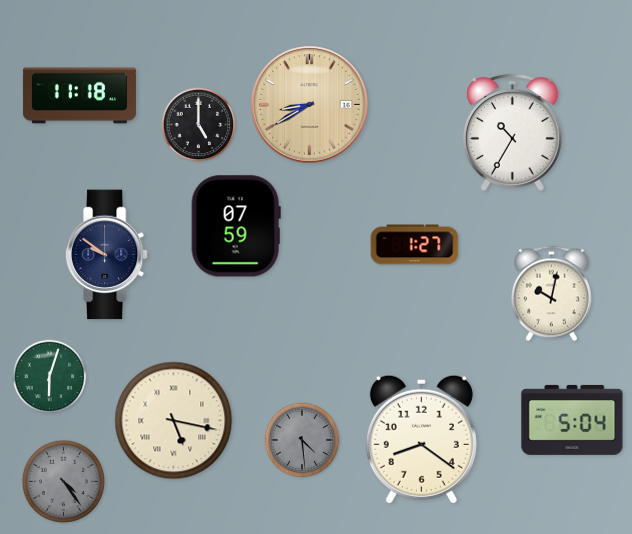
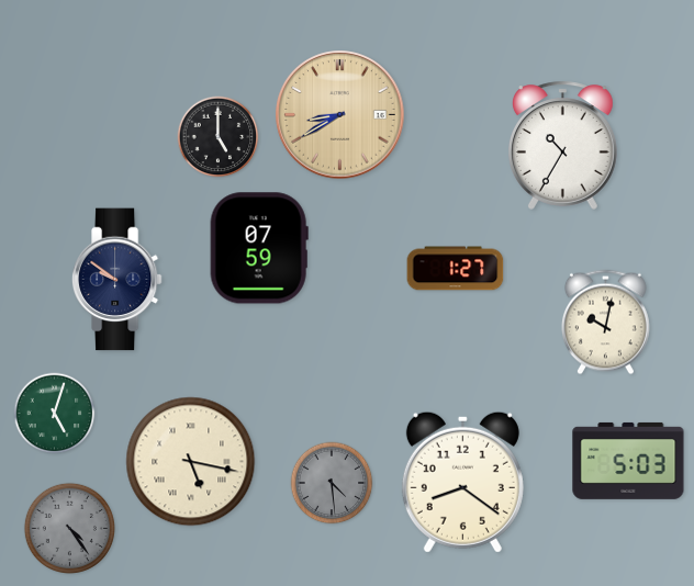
clock at (79, 96): 11:18 -> none
clock at (50, 377): 6:03 -> 5:03
clock at (572, 420): 5:04 -> 5:03
